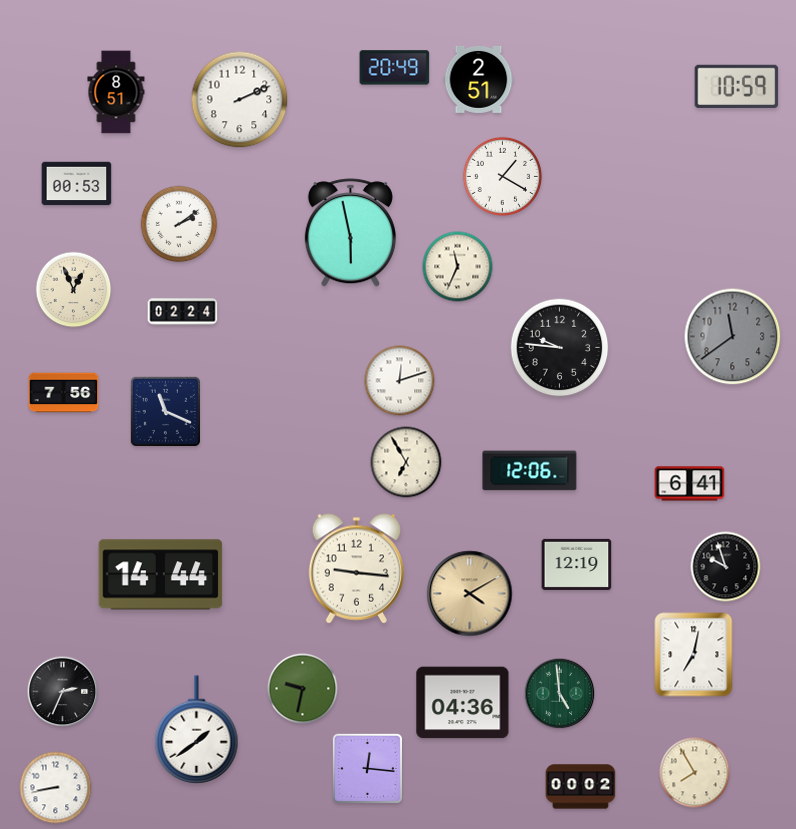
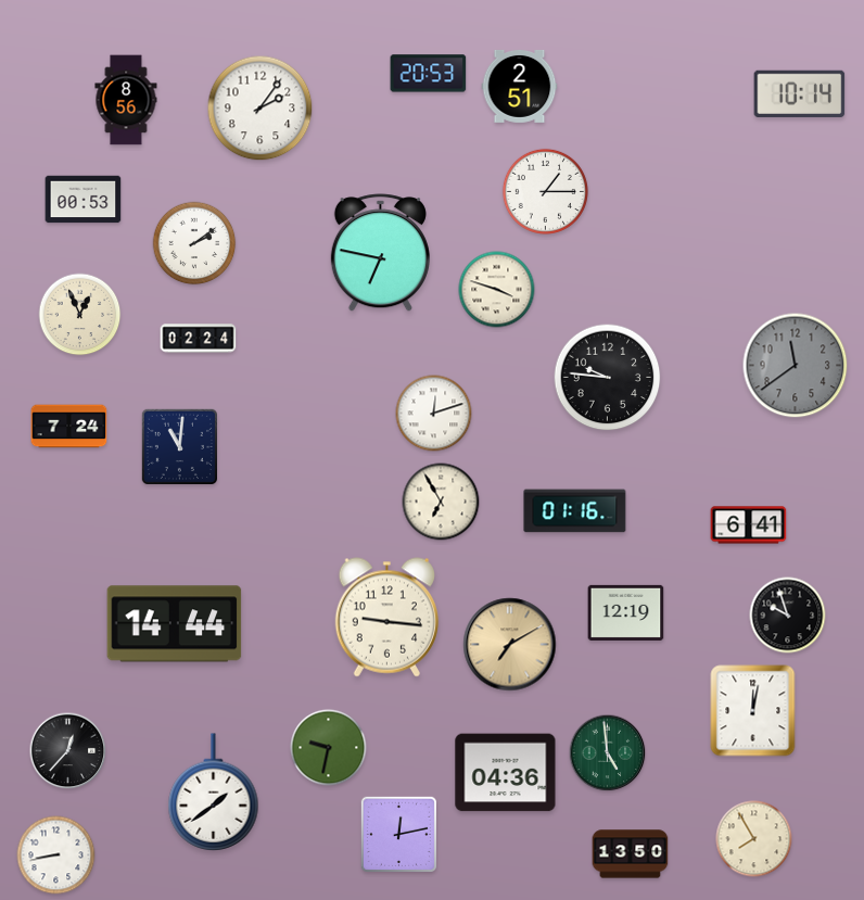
clock at (395, 68): 20:49 -> 20:53
clock at (737, 86): 10:59 -> 10:14
clock at (116, 92): 8:51 -> 8:56
clock at (240, 100): 2:11 -> 2:06
clock at (502, 176): 1:20 -> 1:15
clock at (350, 233): 5:58 -> 6:47
clock at (458, 267): 11:34 -> 3:48
clock at (64, 393): 7:56 -> 7:24
clock at (165, 411): 11:19 -> 11:01
clock at (530, 471): 12:06 -> 01:16
clock at (470, 594): 4:10 -> 7:10
clock at (694, 655): 7:02 -> 12:02
clock at (63, 692): 2:34 -> 12:37
clock at (463, 703) position: (463, 703) -> (506, 773)
clock at (367, 768): 12:16 -> 12:13
clock at (581, 787): 00:02 -> 13:50
clock at (56, 788) position: (56, 788) -> (56, 855)
